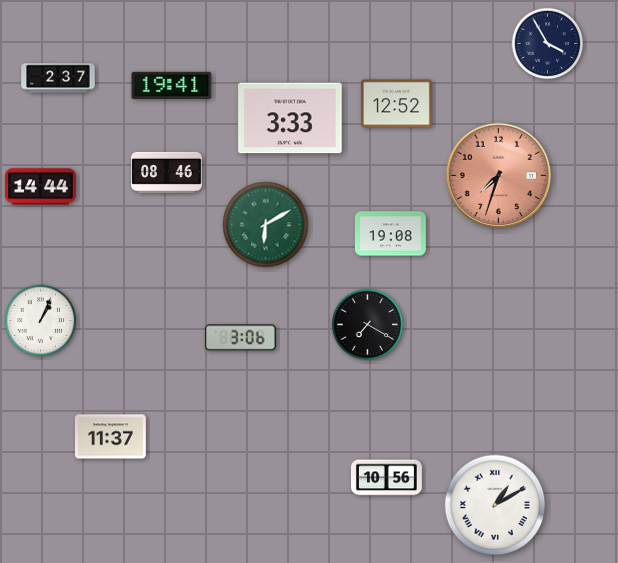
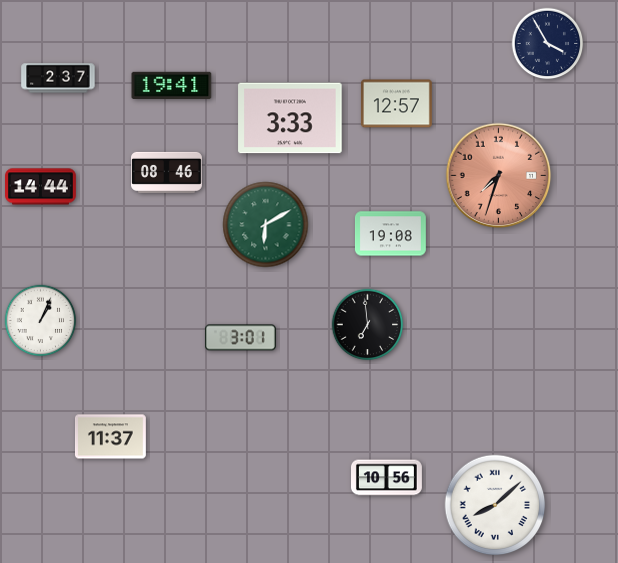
clock at (396, 104): 12:52 -> 12:57
clock at (368, 325): 7:20 -> 6:59
clock at (240, 338): 3:06 -> 3:01
clock at (495, 505): 1:10 -> 8:08
